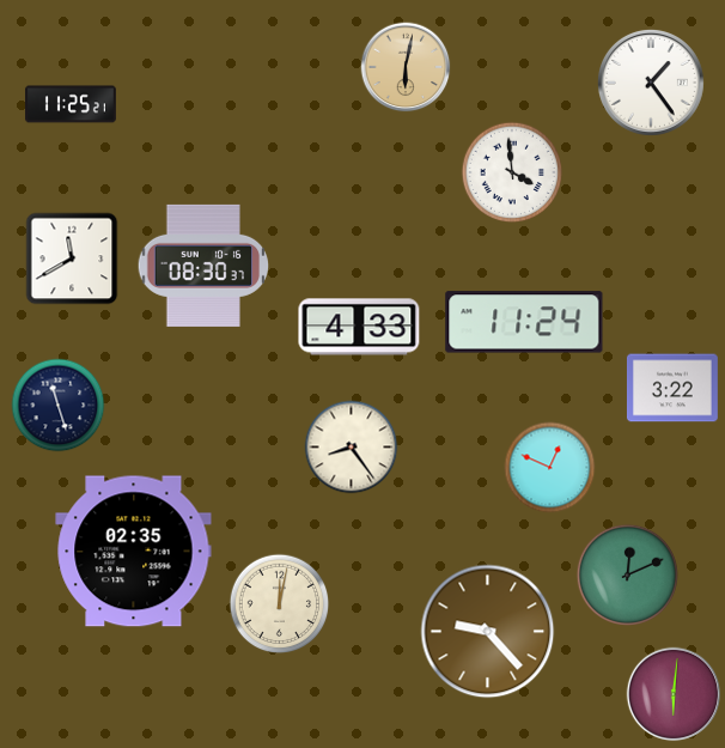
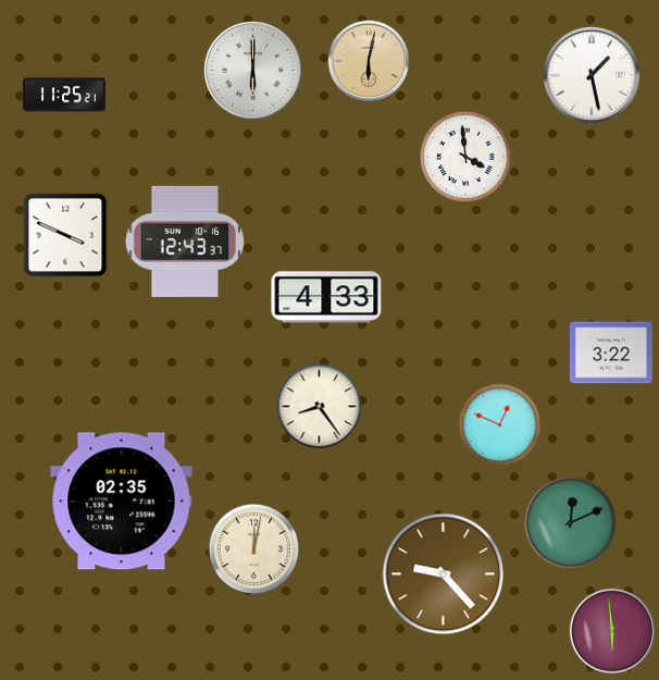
clock at (252, 70): none -> 6:00
clock at (651, 83): 1:24 -> 1:28
clock at (72, 259): 11:40 -> 3:49
clock at (202, 266): 08:30 -> 12:43
clock at (524, 322): 11:24 -> none
clock at (59, 406): 11:27 -> none
clock at (674, 694): 6:01 -> 5:59
